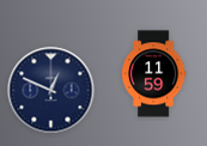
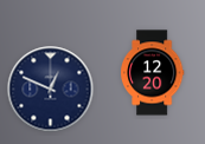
clock at (153, 74): 11:59 -> 12:20
